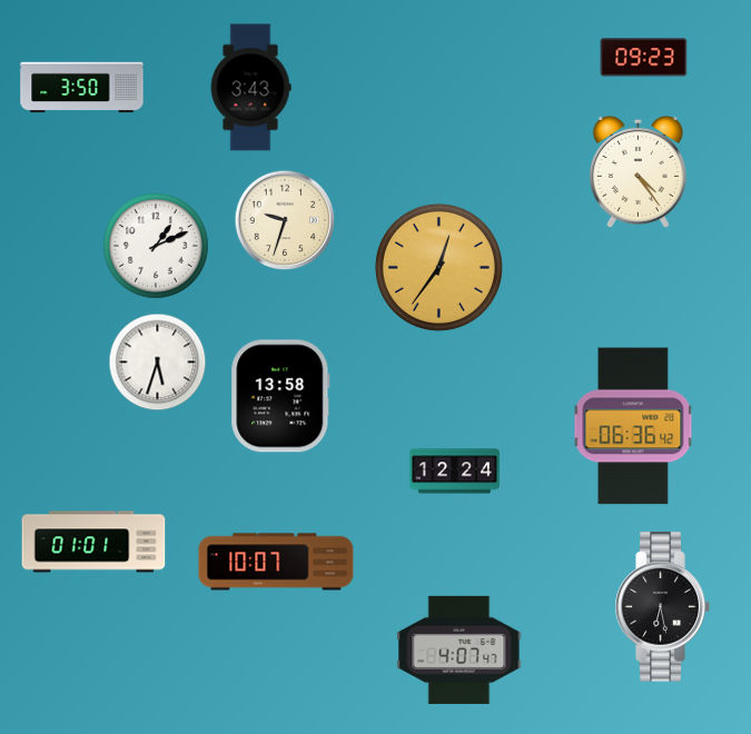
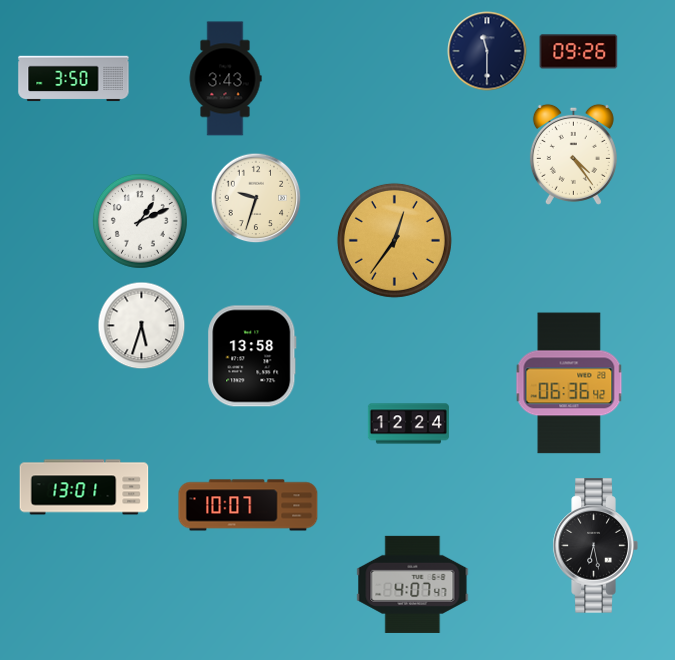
clock at (487, 51): none -> 11:30
clock at (644, 58): 09:23 -> 09:26
clock at (93, 542): 01:01 -> 13:01
